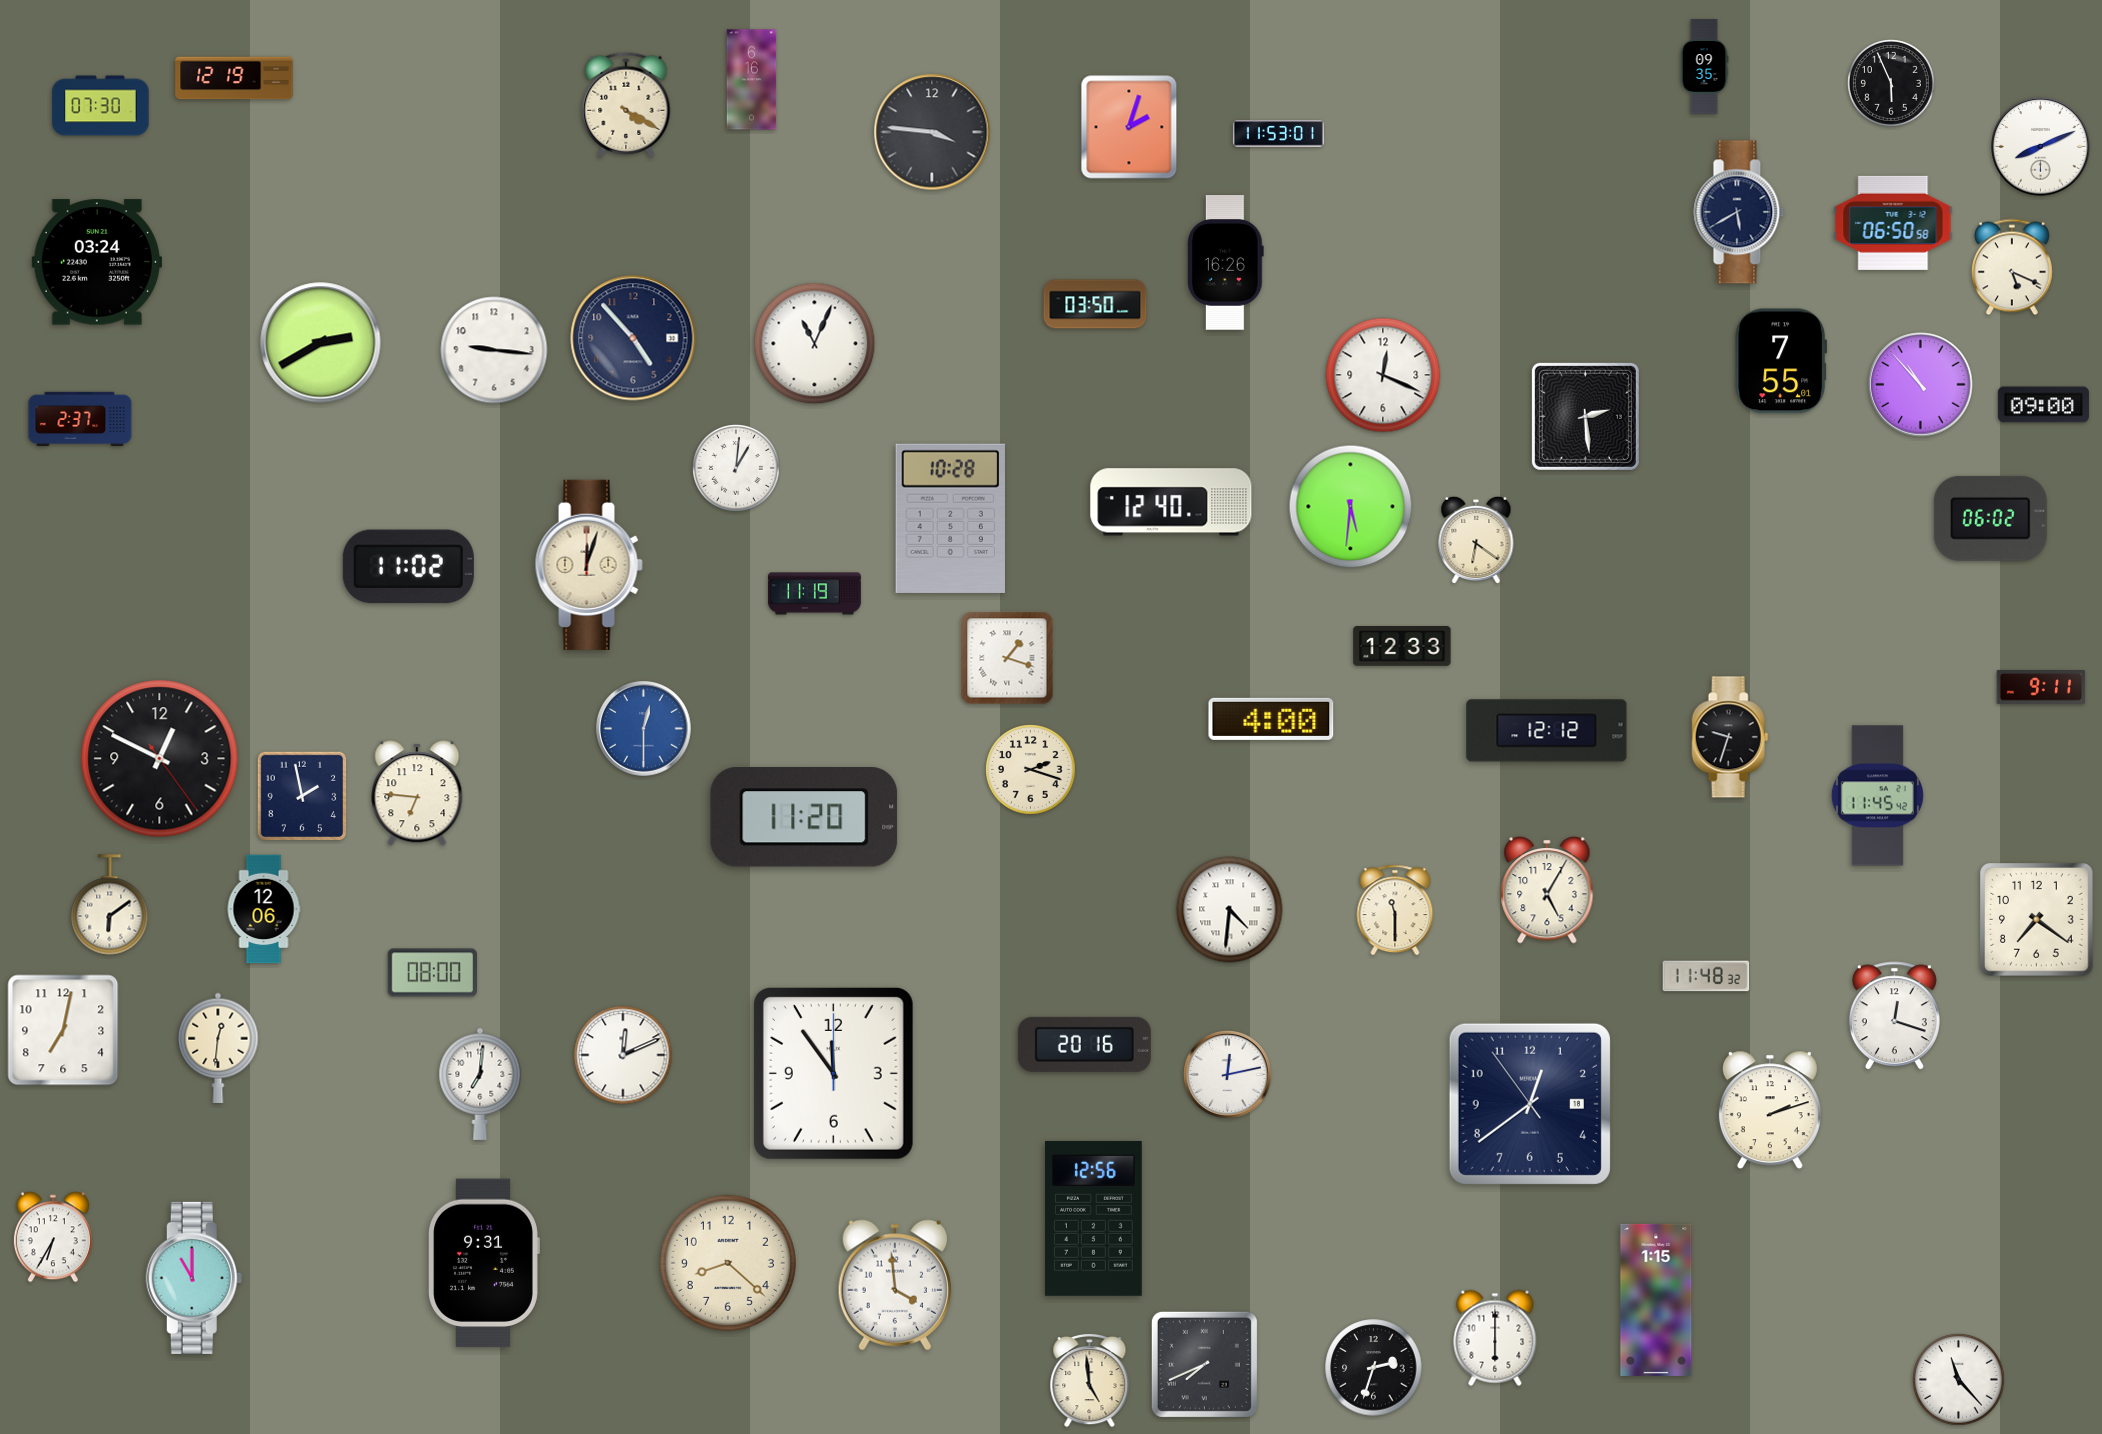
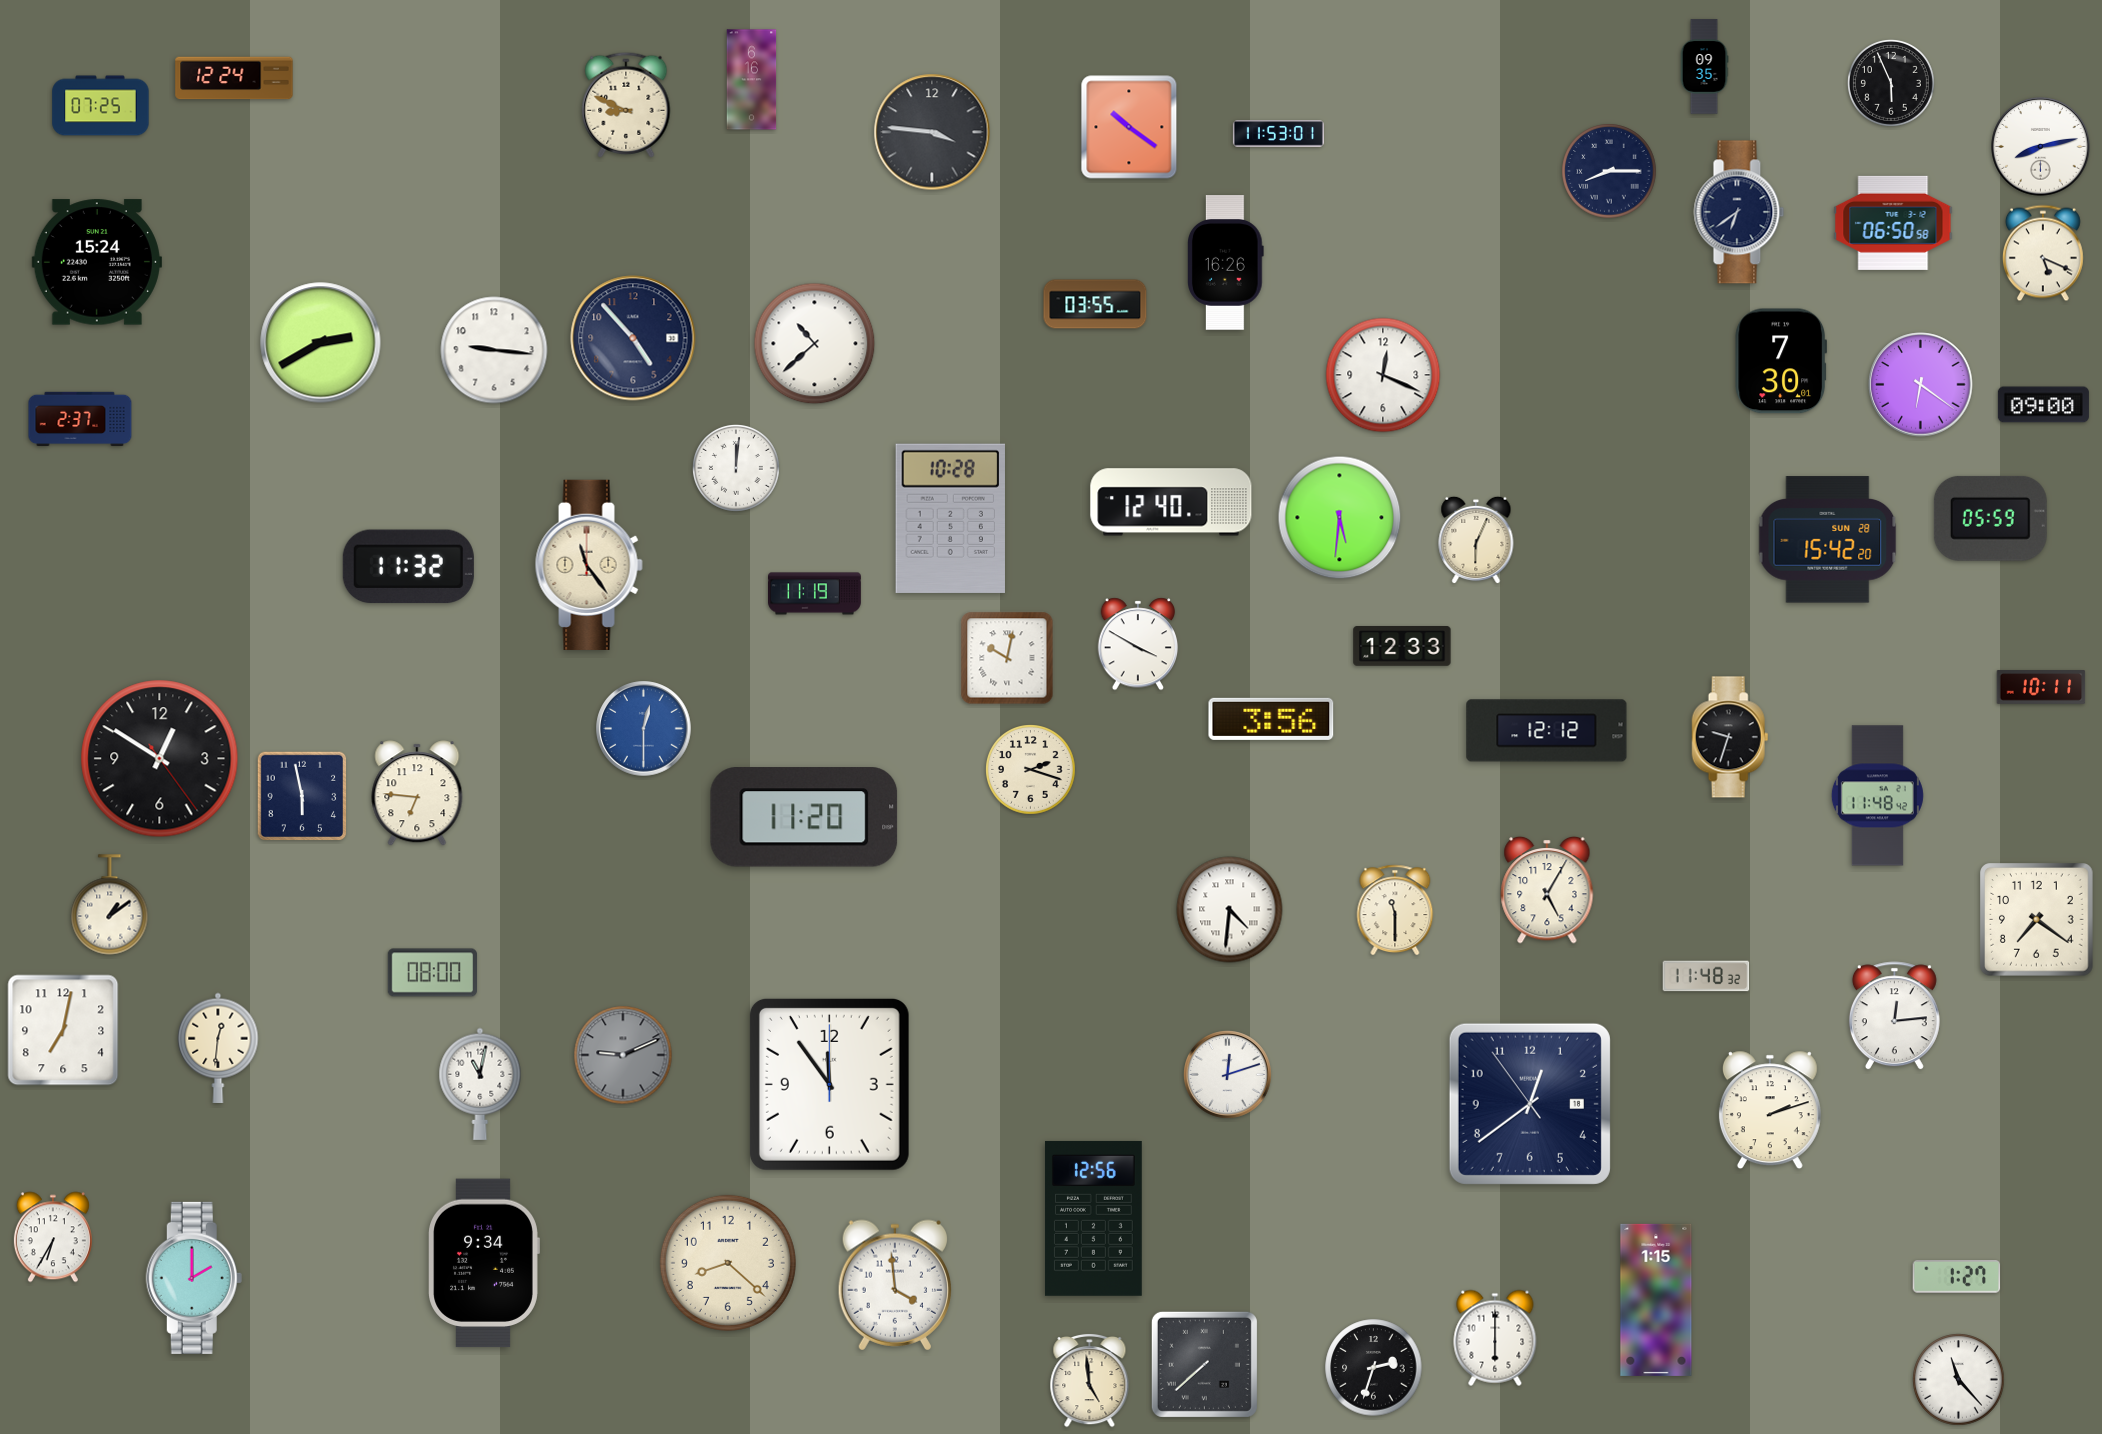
clock at (234, 78): 12:19 -> 12:24
clock at (626, 105): 4:20 -> 8:49
clock at (101, 106): 07:30 -> 07:25
clock at (1129, 127): 2:03 -> 10:21
clock at (2041, 147): 8:11 -> 8:13
clock at (1609, 171): none -> 8:15
clock at (1739, 212): 5:40 -> 6:39
clock at (97, 262): 03:24 -> 15:24
clock at (2012, 267) position: (2012, 267) -> (2043, 253)
clock at (1095, 304): 03:50 -> 03:55
clock at (815, 344): 11:04 -> 10:38
clock at (1780, 361): 7:55 -> 7:30
clock at (1921, 385): 10:53 -> 6:21
clock at (1585, 416): 2:29 -> none
clock at (736, 468): 1:01 -> 12:01
clock at (1351, 507) position: (1351, 507) -> (1340, 518)
clock at (1990, 518): 06:02 -> 05:59
clock at (1476, 540): 6:21 -> 6:04
clock at (1828, 540): none -> 15:42
clock at (589, 565): 12:03 -> 11:24
clock at (408, 567): 11:02 -> 11:32
clock at (1138, 644): none -> 3:50
clock at (1007, 658): 1:18 -> 10:02
clock at (2041, 687): 9:11 -> 10:11
clock at (1271, 719): 4:00 -> 3:56
clock at (160, 759): 12:49 -> 12:50
clock at (302, 796): 1:58 -> 5:58
clock at (1877, 796): 11:45 -> 11:48
clock at (110, 905): 6:09 -> 1:09
clock at (264, 909): 12:06 -> none
clock at (1894, 1016): 12:18 -> 12:14
clock at (1084, 1044): 20:16 -> none
clock at (623, 1055): 12:11 -> 9:11
clock at (623, 1055) dial: white -> grey
clock at (833, 1073) position: (833, 1073) -> (829, 1084)
clock at (1228, 1075): 12:13 -> 12:12
clock at (480, 1084): 7:01 -> 11:02
clock at (484, 1263): 9:31 -> 9:34
clock at (1957, 1277): none -> 1:27
clock at (194, 1278): 11:00 -> 2:00
clock at (1204, 1364): 7:41 -> 7:38
